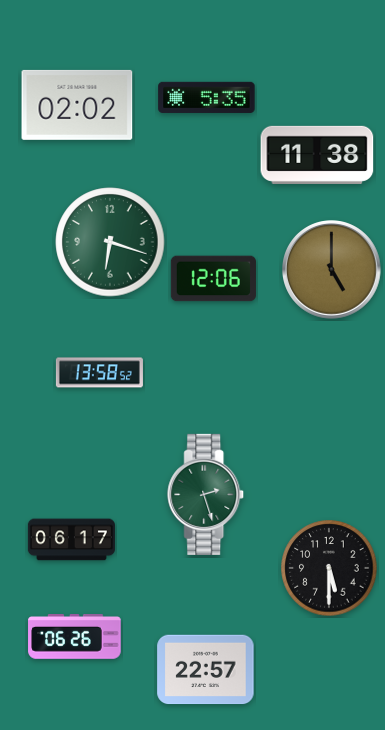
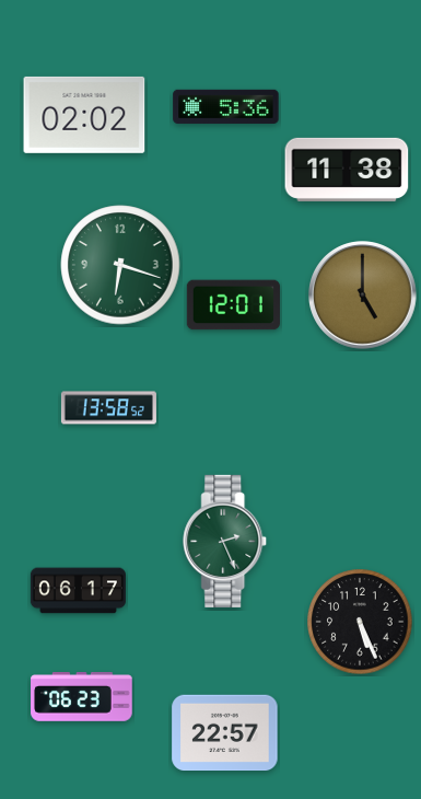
clock at (207, 97): 5:35 -> 5:36
clock at (213, 279): 12:06 -> 12:01
clock at (206, 494): 2:27 -> 2:26
clock at (329, 568): 5:30 -> 5:26
clock at (75, 637): 06:26 -> 06:23
